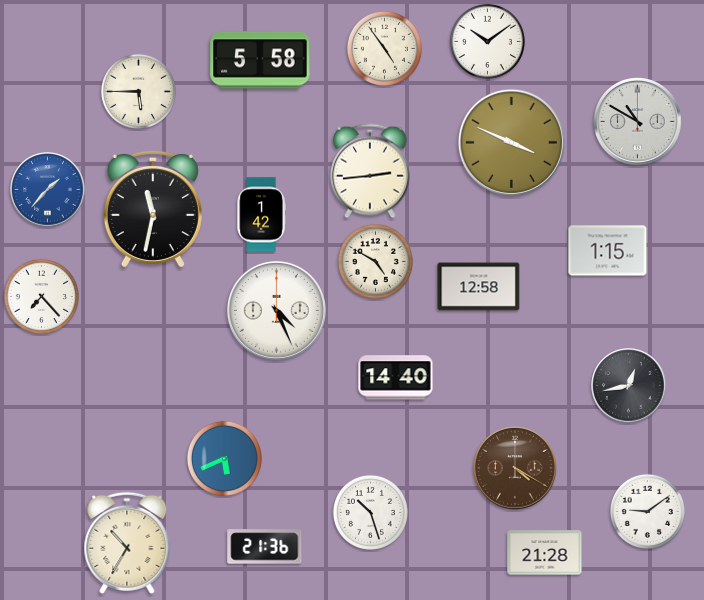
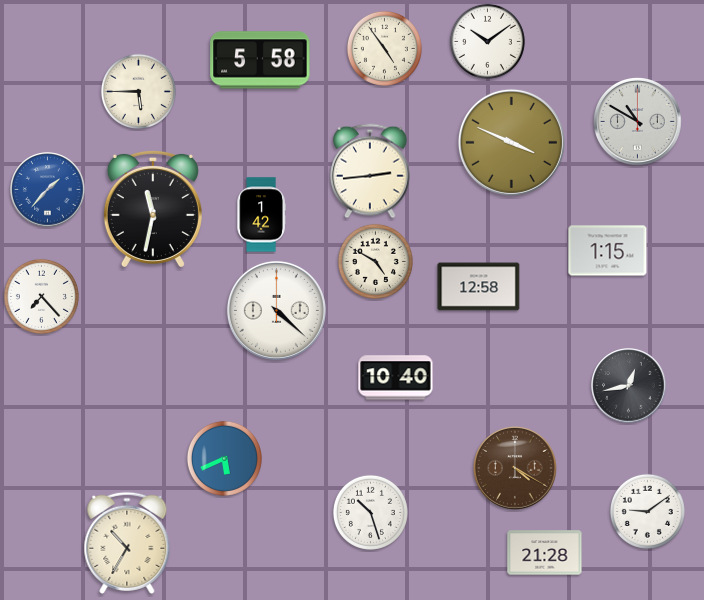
clock at (276, 310): 4:26 -> 4:22
clock at (396, 378): 14:40 -> 10:40
clock at (265, 547): 21:36 -> none
